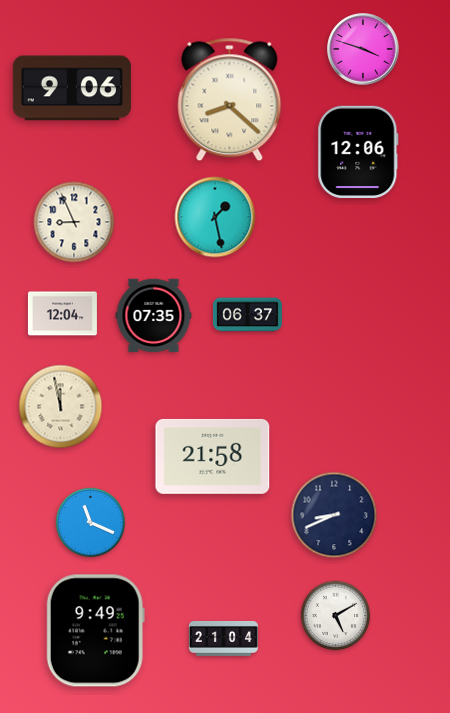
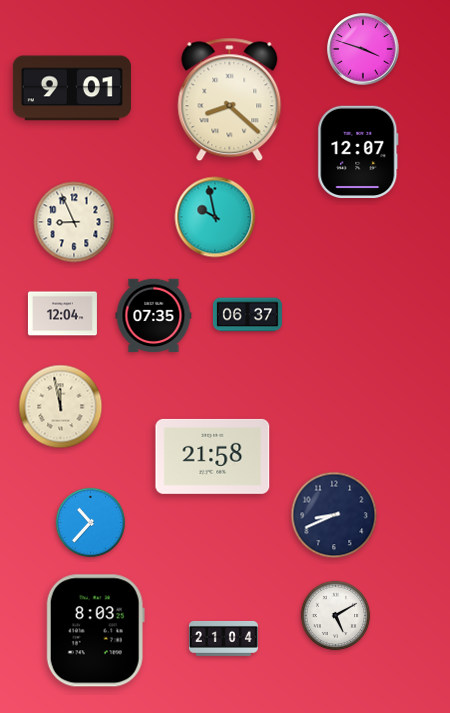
clock at (72, 88): 9:06 -> 9:01
clock at (358, 151): 12:06 -> 12:07
clock at (215, 217): 1:28 -> 9:58
clock at (91, 523): 11:19 -> 10:37
clock at (95, 631): 9:49 -> 8:03
